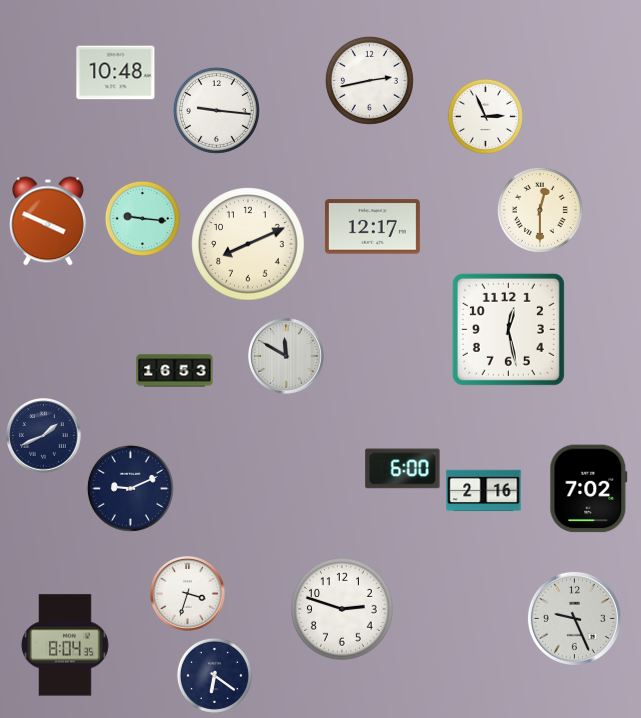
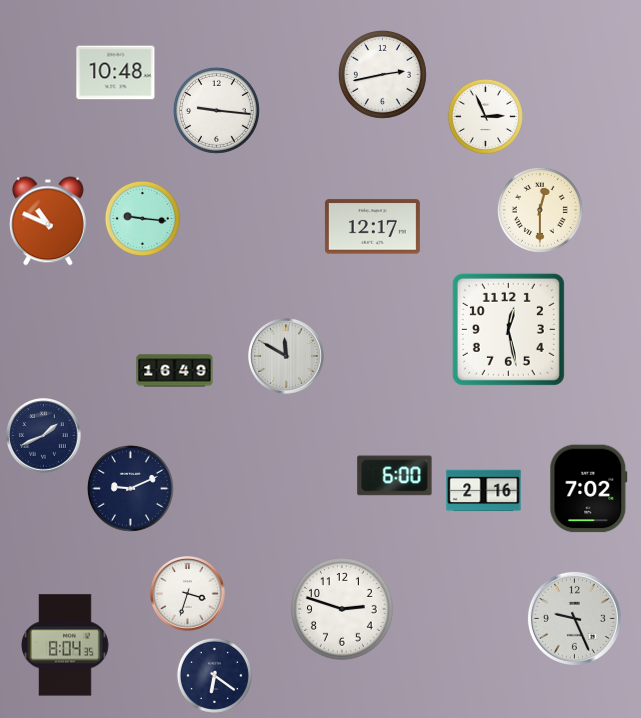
clock at (369, 80) position: (369, 80) -> (382, 74)
clock at (48, 221): 3:49 -> 10:49
clock at (248, 244): 8:11 -> none
clock at (175, 371): 16:53 -> 16:49
clock at (403, 469) position: (403, 469) -> (395, 476)
